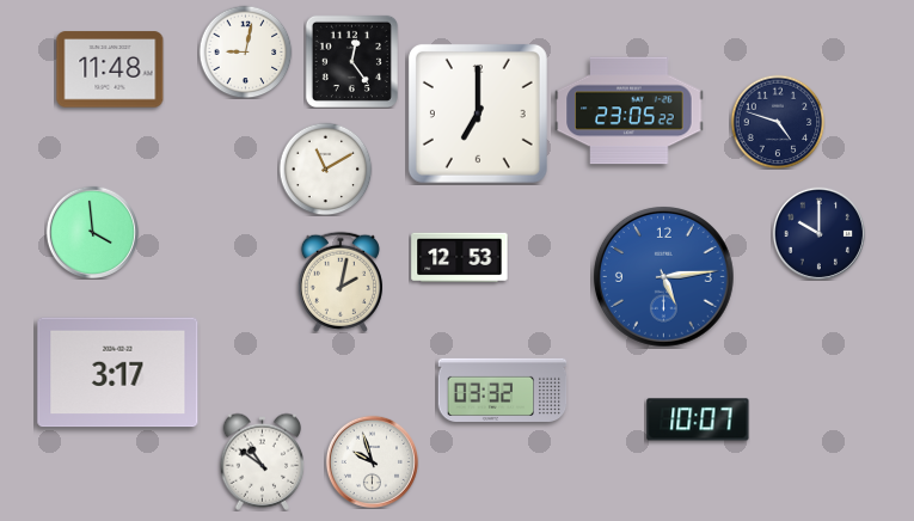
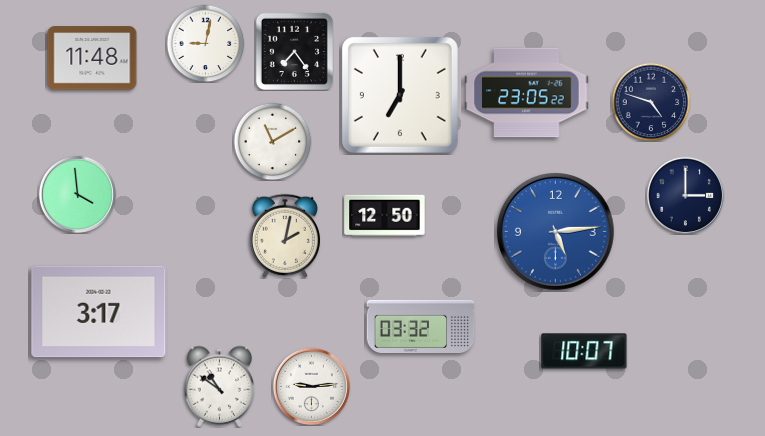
clock at (351, 61): 12:24 -> 7:24
clock at (818, 233): 10:00 -> 3:00
clock at (460, 258): 12:53 -> 12:50
clock at (372, 461): 9:57 -> 9:14
